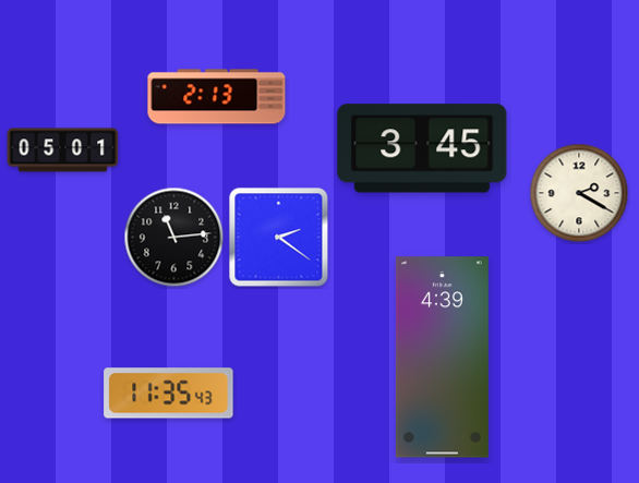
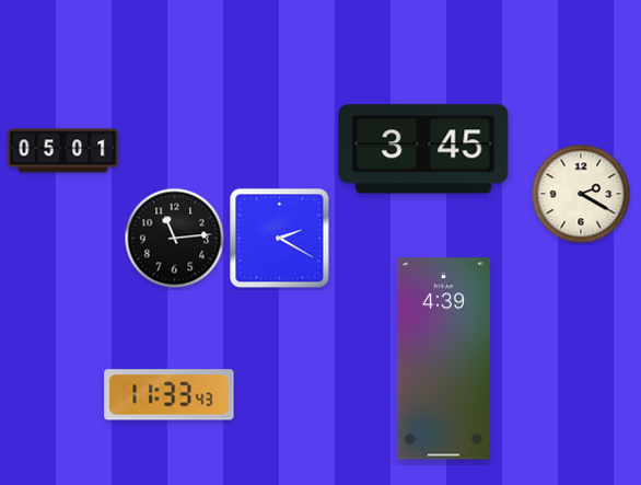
clock at (217, 97): 2:13 -> none
clock at (279, 238): 2:21 -> 2:20
clock at (169, 394): 11:35 -> 11:33
